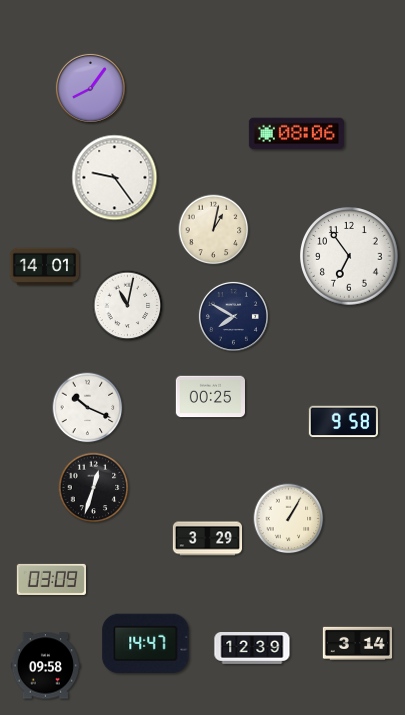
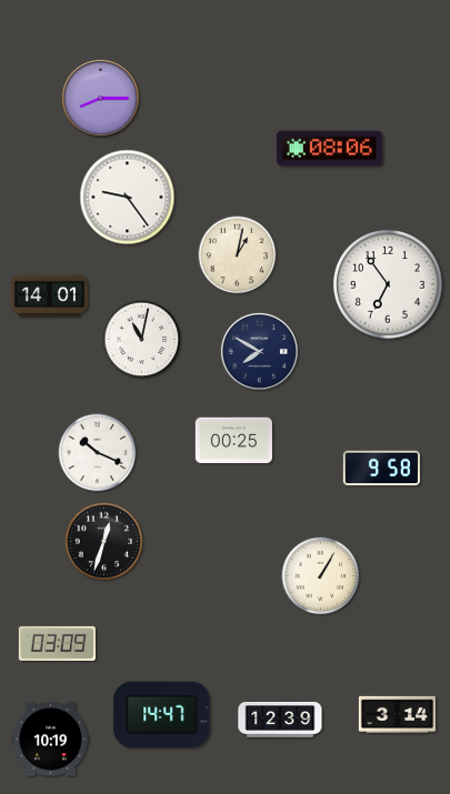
clock at (90, 88): 8:06 -> 8:15
clock at (207, 539): 3:29 -> none
clock at (45, 666): 09:58 -> 10:19
